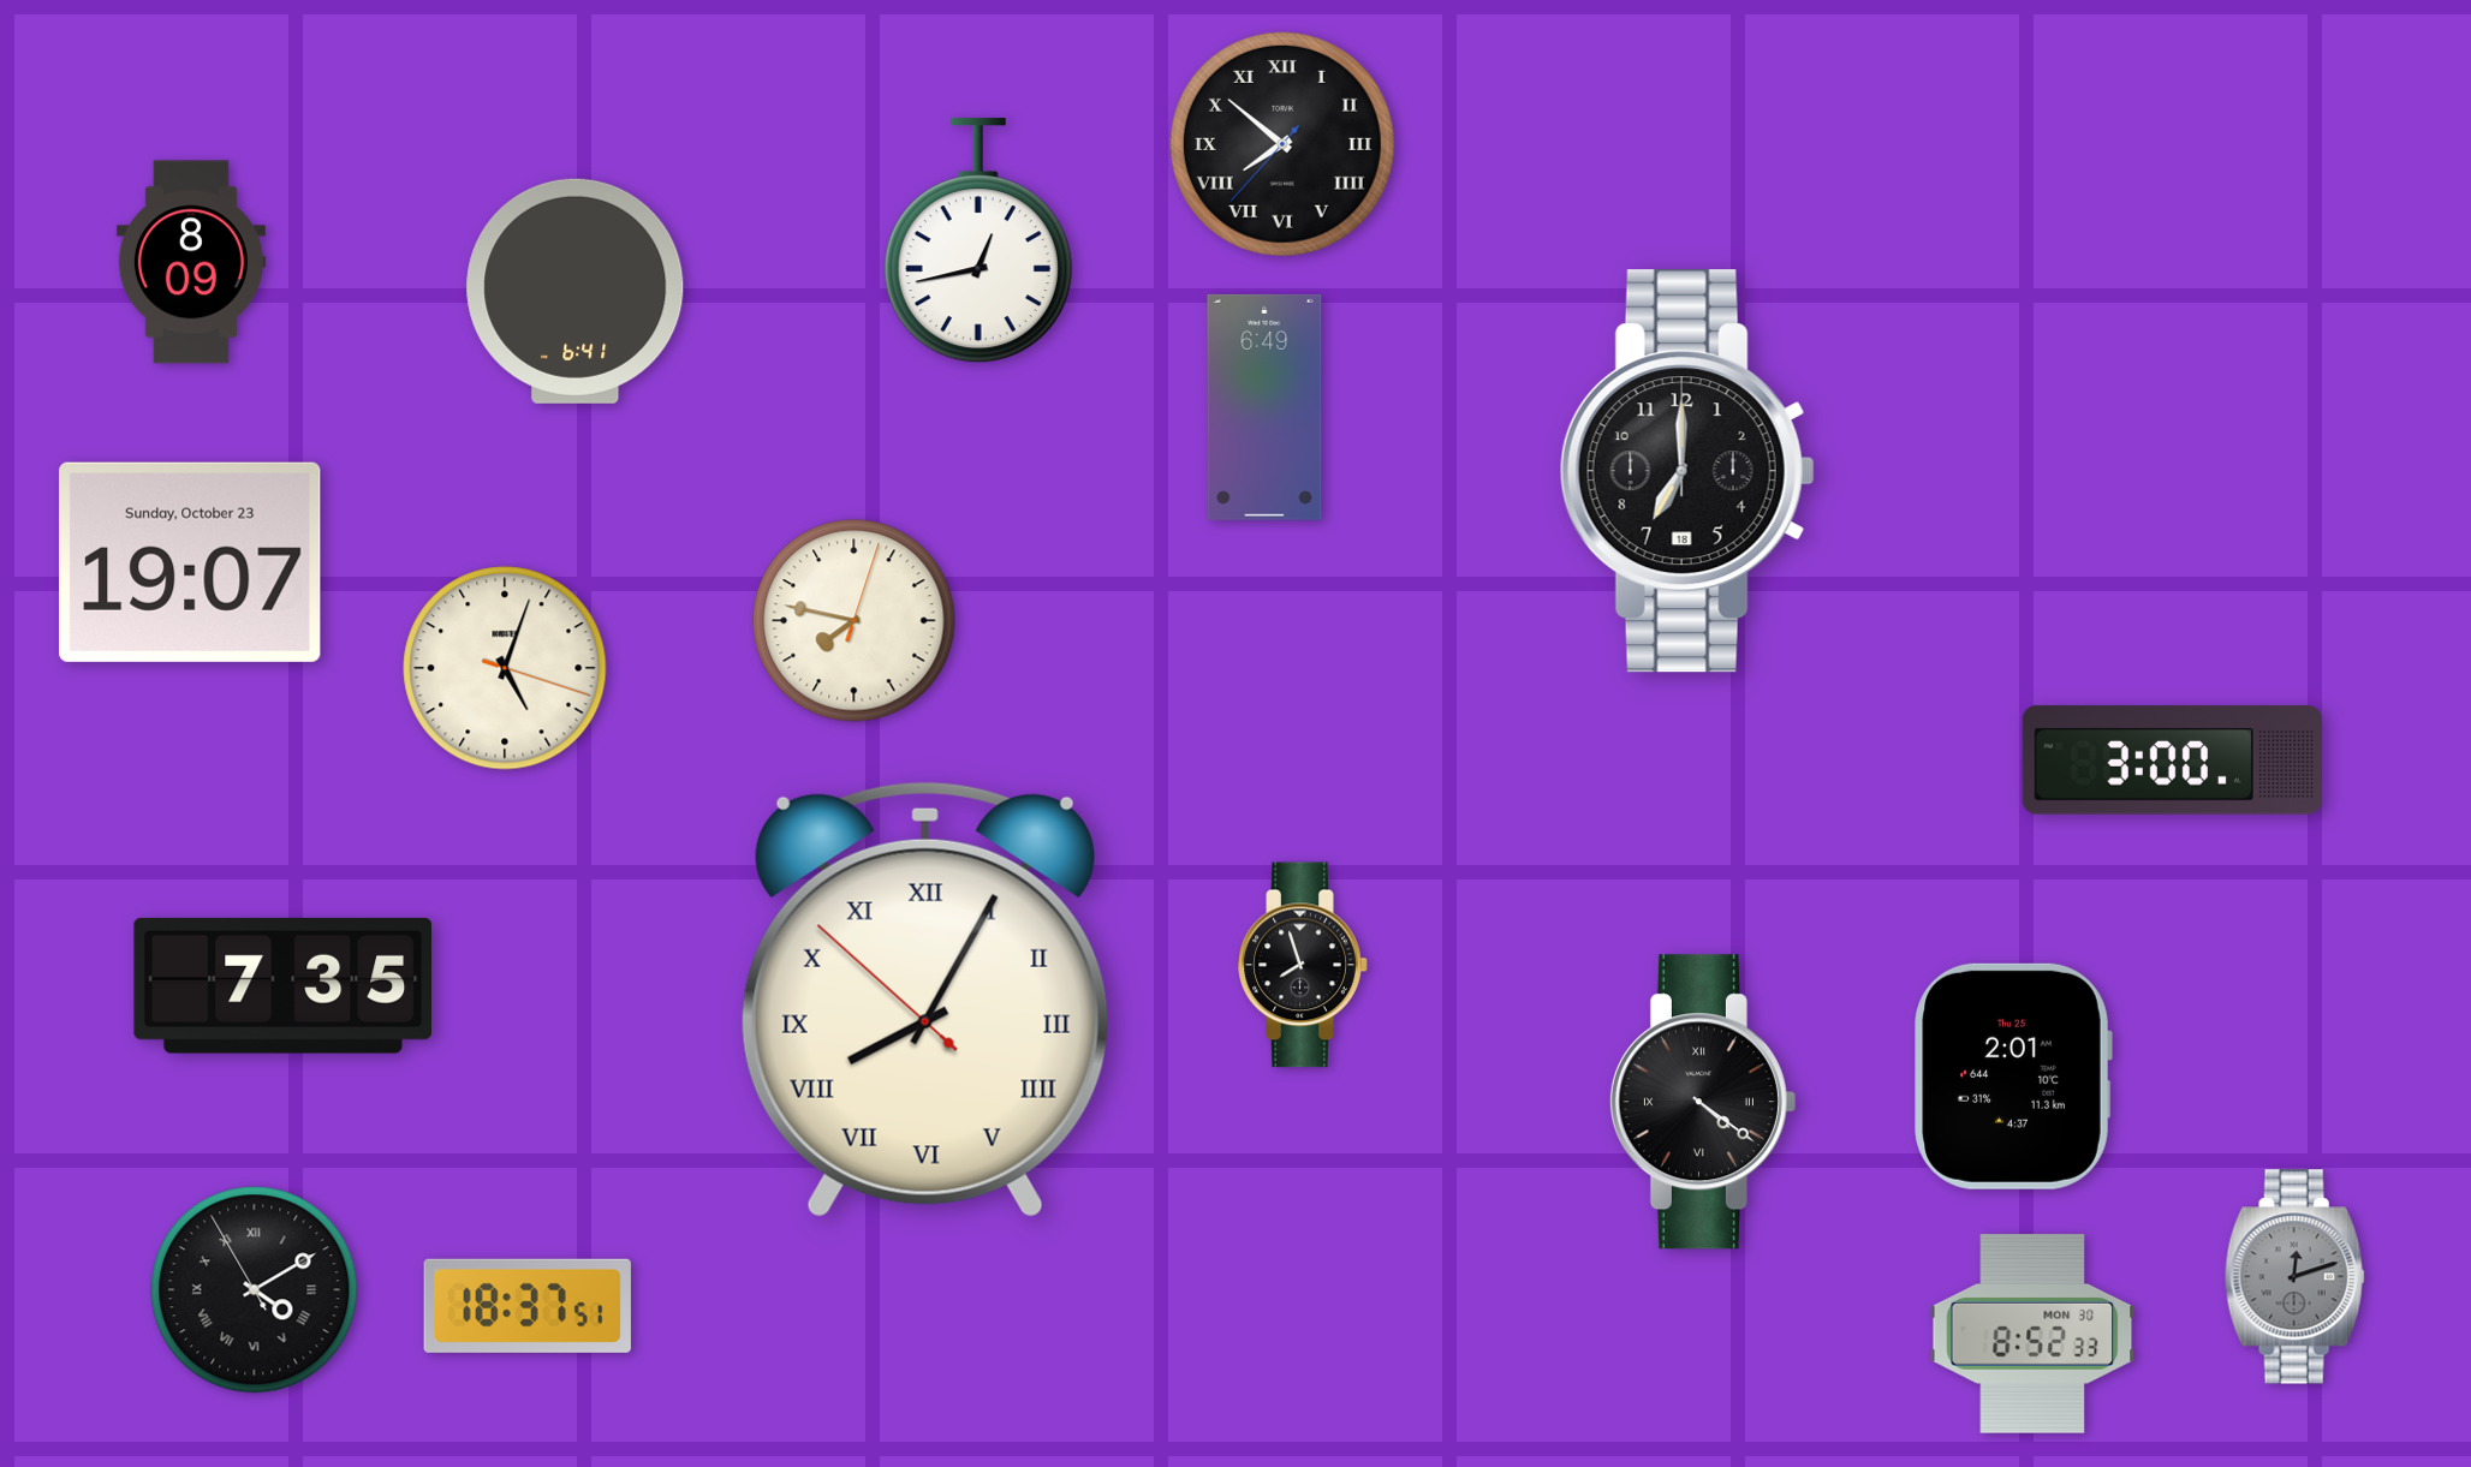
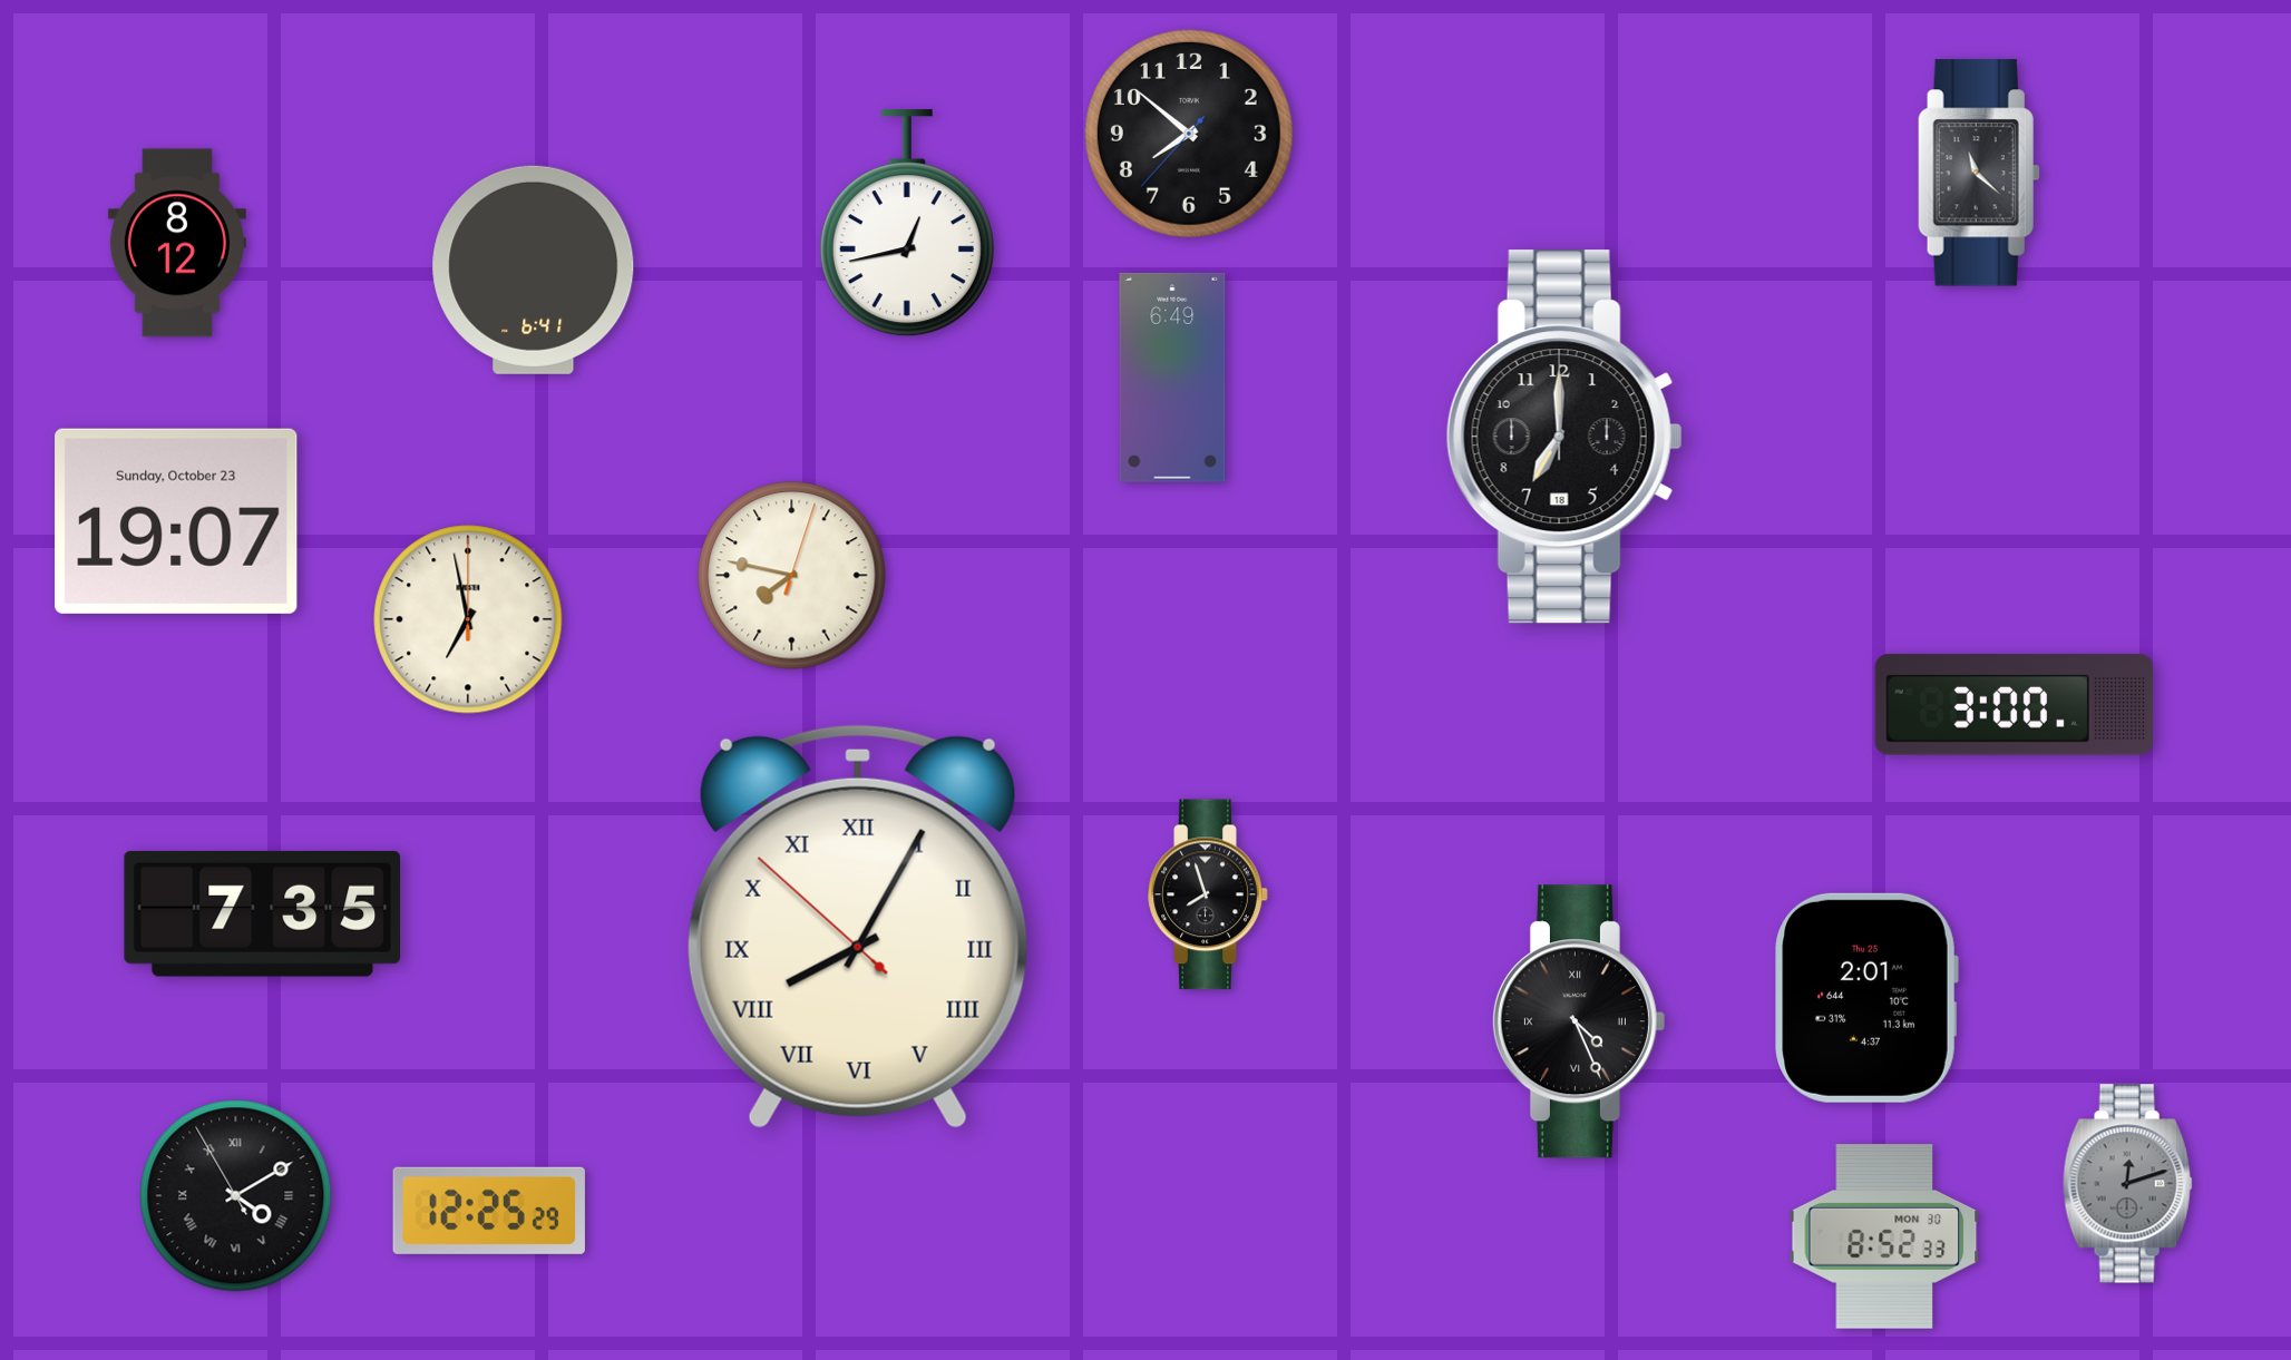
clock at (1282, 144) numerals: Roman -> Arabic
clock at (1979, 173): none -> 11:22
clock at (191, 262): 8:09 -> 8:12
clock at (505, 668): 5:03 -> 6:58
clock at (1702, 1102): 4:21 -> 4:26
clock at (528, 1306): 18:37 -> 12:25
